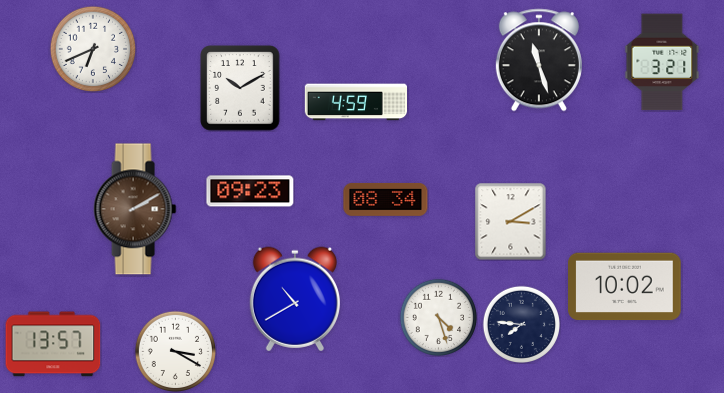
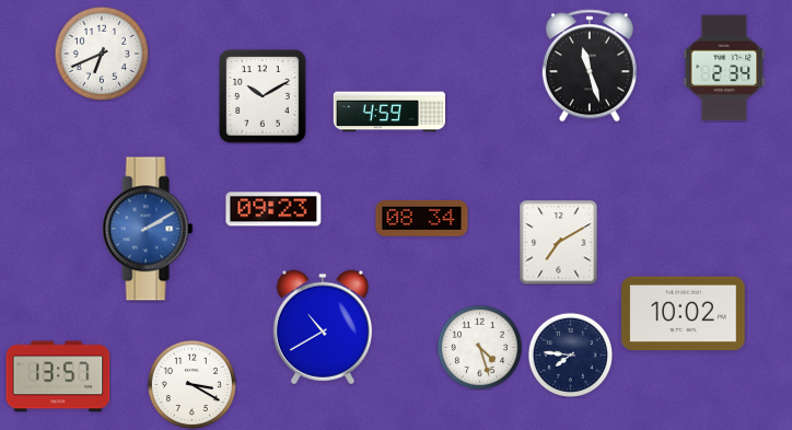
clock at (662, 62): 3:21 -> 2:34
clock at (135, 209) dial: brown -> blue
clock at (511, 221): 3:10 -> 7:10
